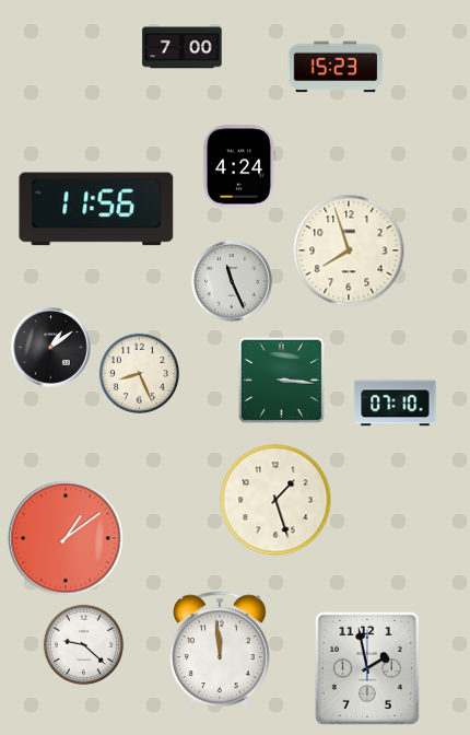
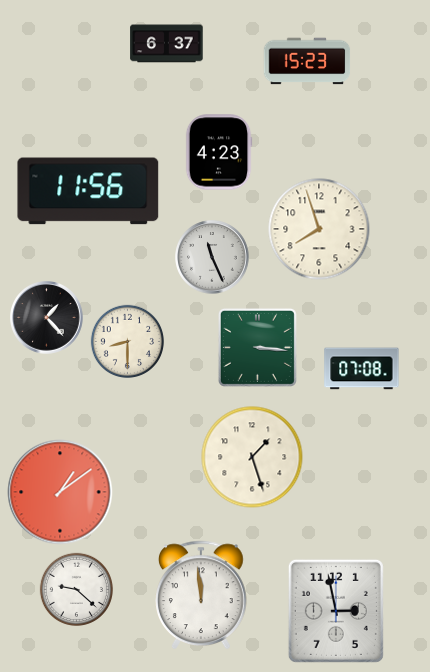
clock at (183, 48): 7:00 -> 6:37
clock at (239, 166): 4:24 -> 4:23
clock at (51, 348): 1:09 -> 1:23
clock at (139, 373): 8:26 -> 8:30
clock at (396, 404): 07:10 -> 07:08
clock at (367, 668): 1:58 -> 2:58
